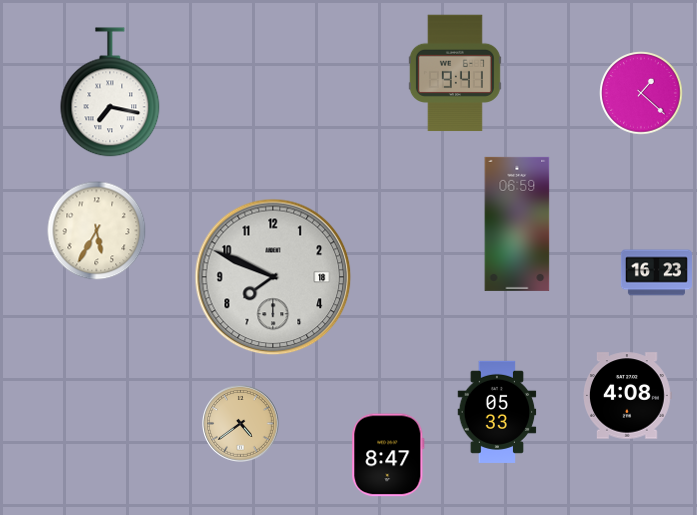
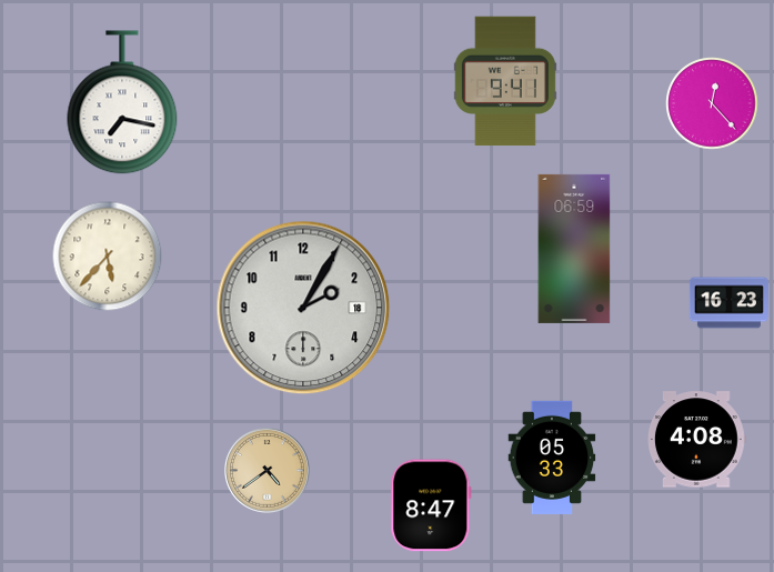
clock at (641, 93): 1:22 -> 12:23
clock at (97, 231): 5:35 -> 5:37
clock at (273, 277): 7:49 -> 2:05
